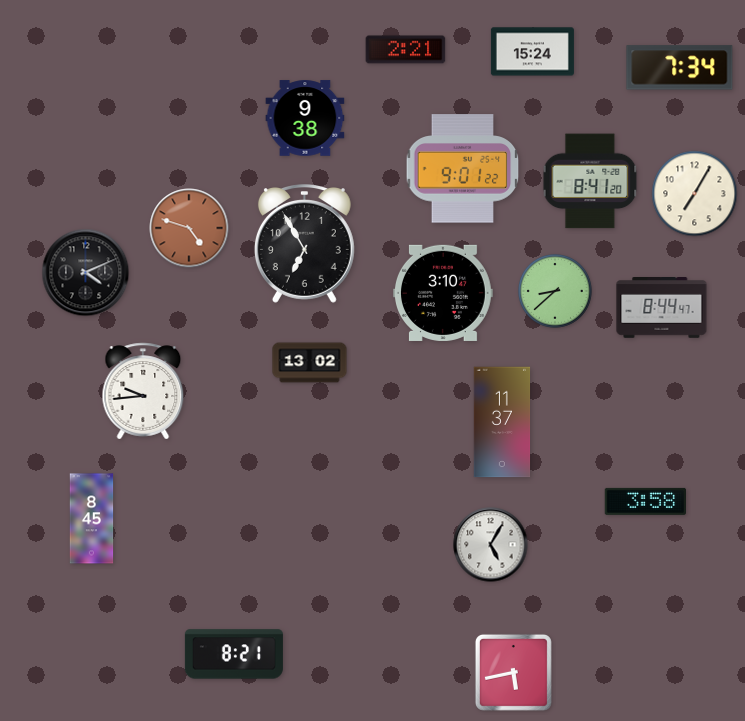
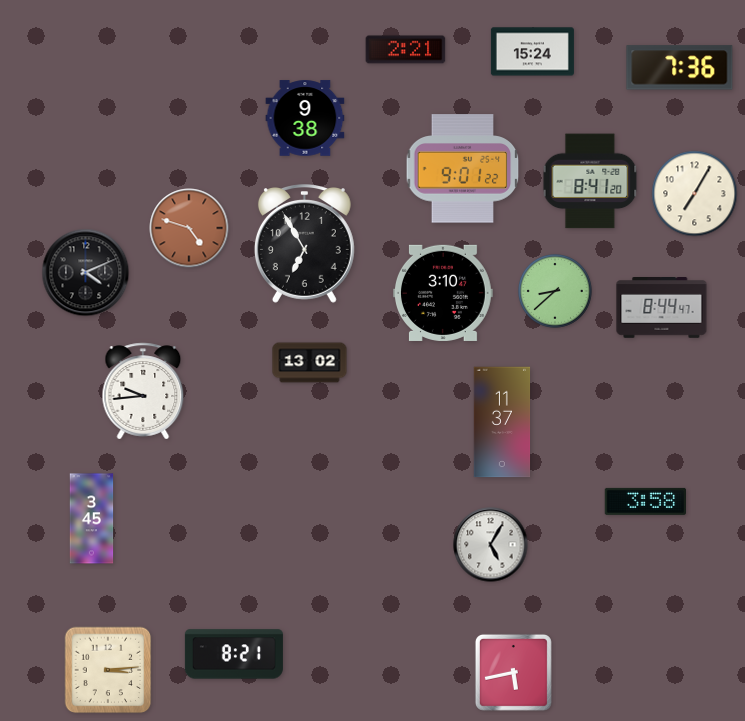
clock at (680, 68): 7:34 -> 7:36
clock at (92, 519): 8:45 -> 3:45
clock at (108, 670): none -> 3:14
